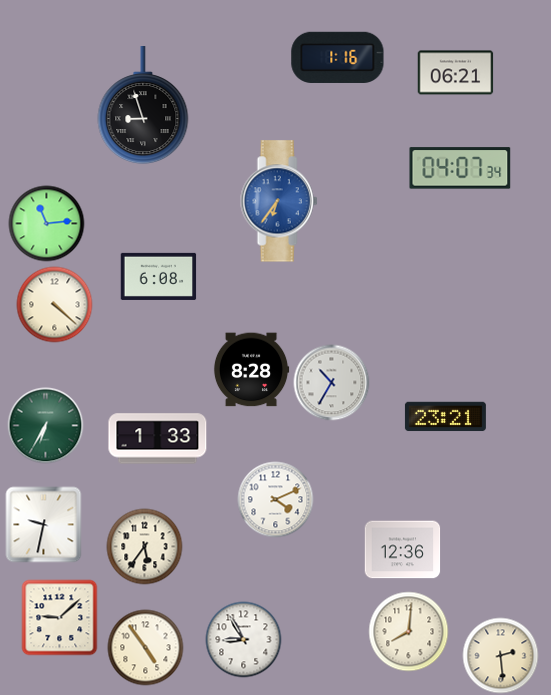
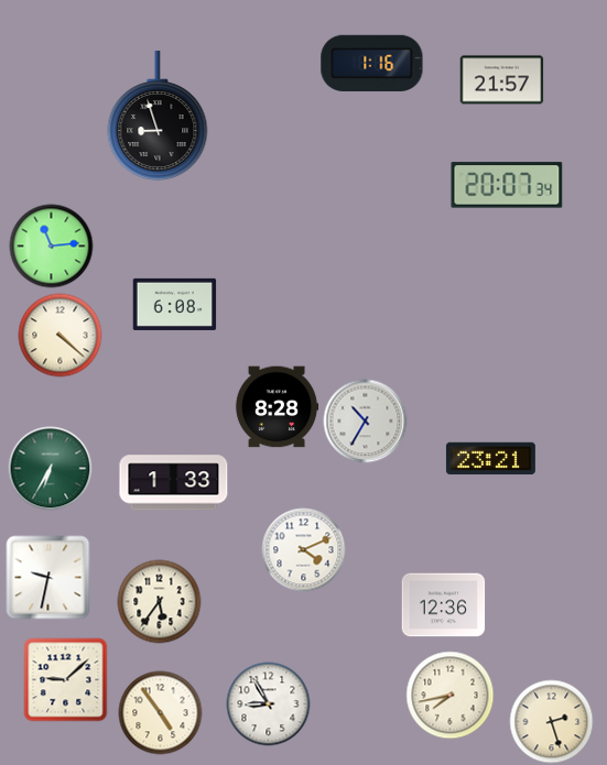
clock at (456, 73): 06:21 -> 21:57
clock at (460, 168): 04:07 -> 20:07
clock at (279, 201): 6:36 -> none
clock at (409, 632): 8:01 -> 7:43
clock at (501, 656): 2:29 -> 2:27
